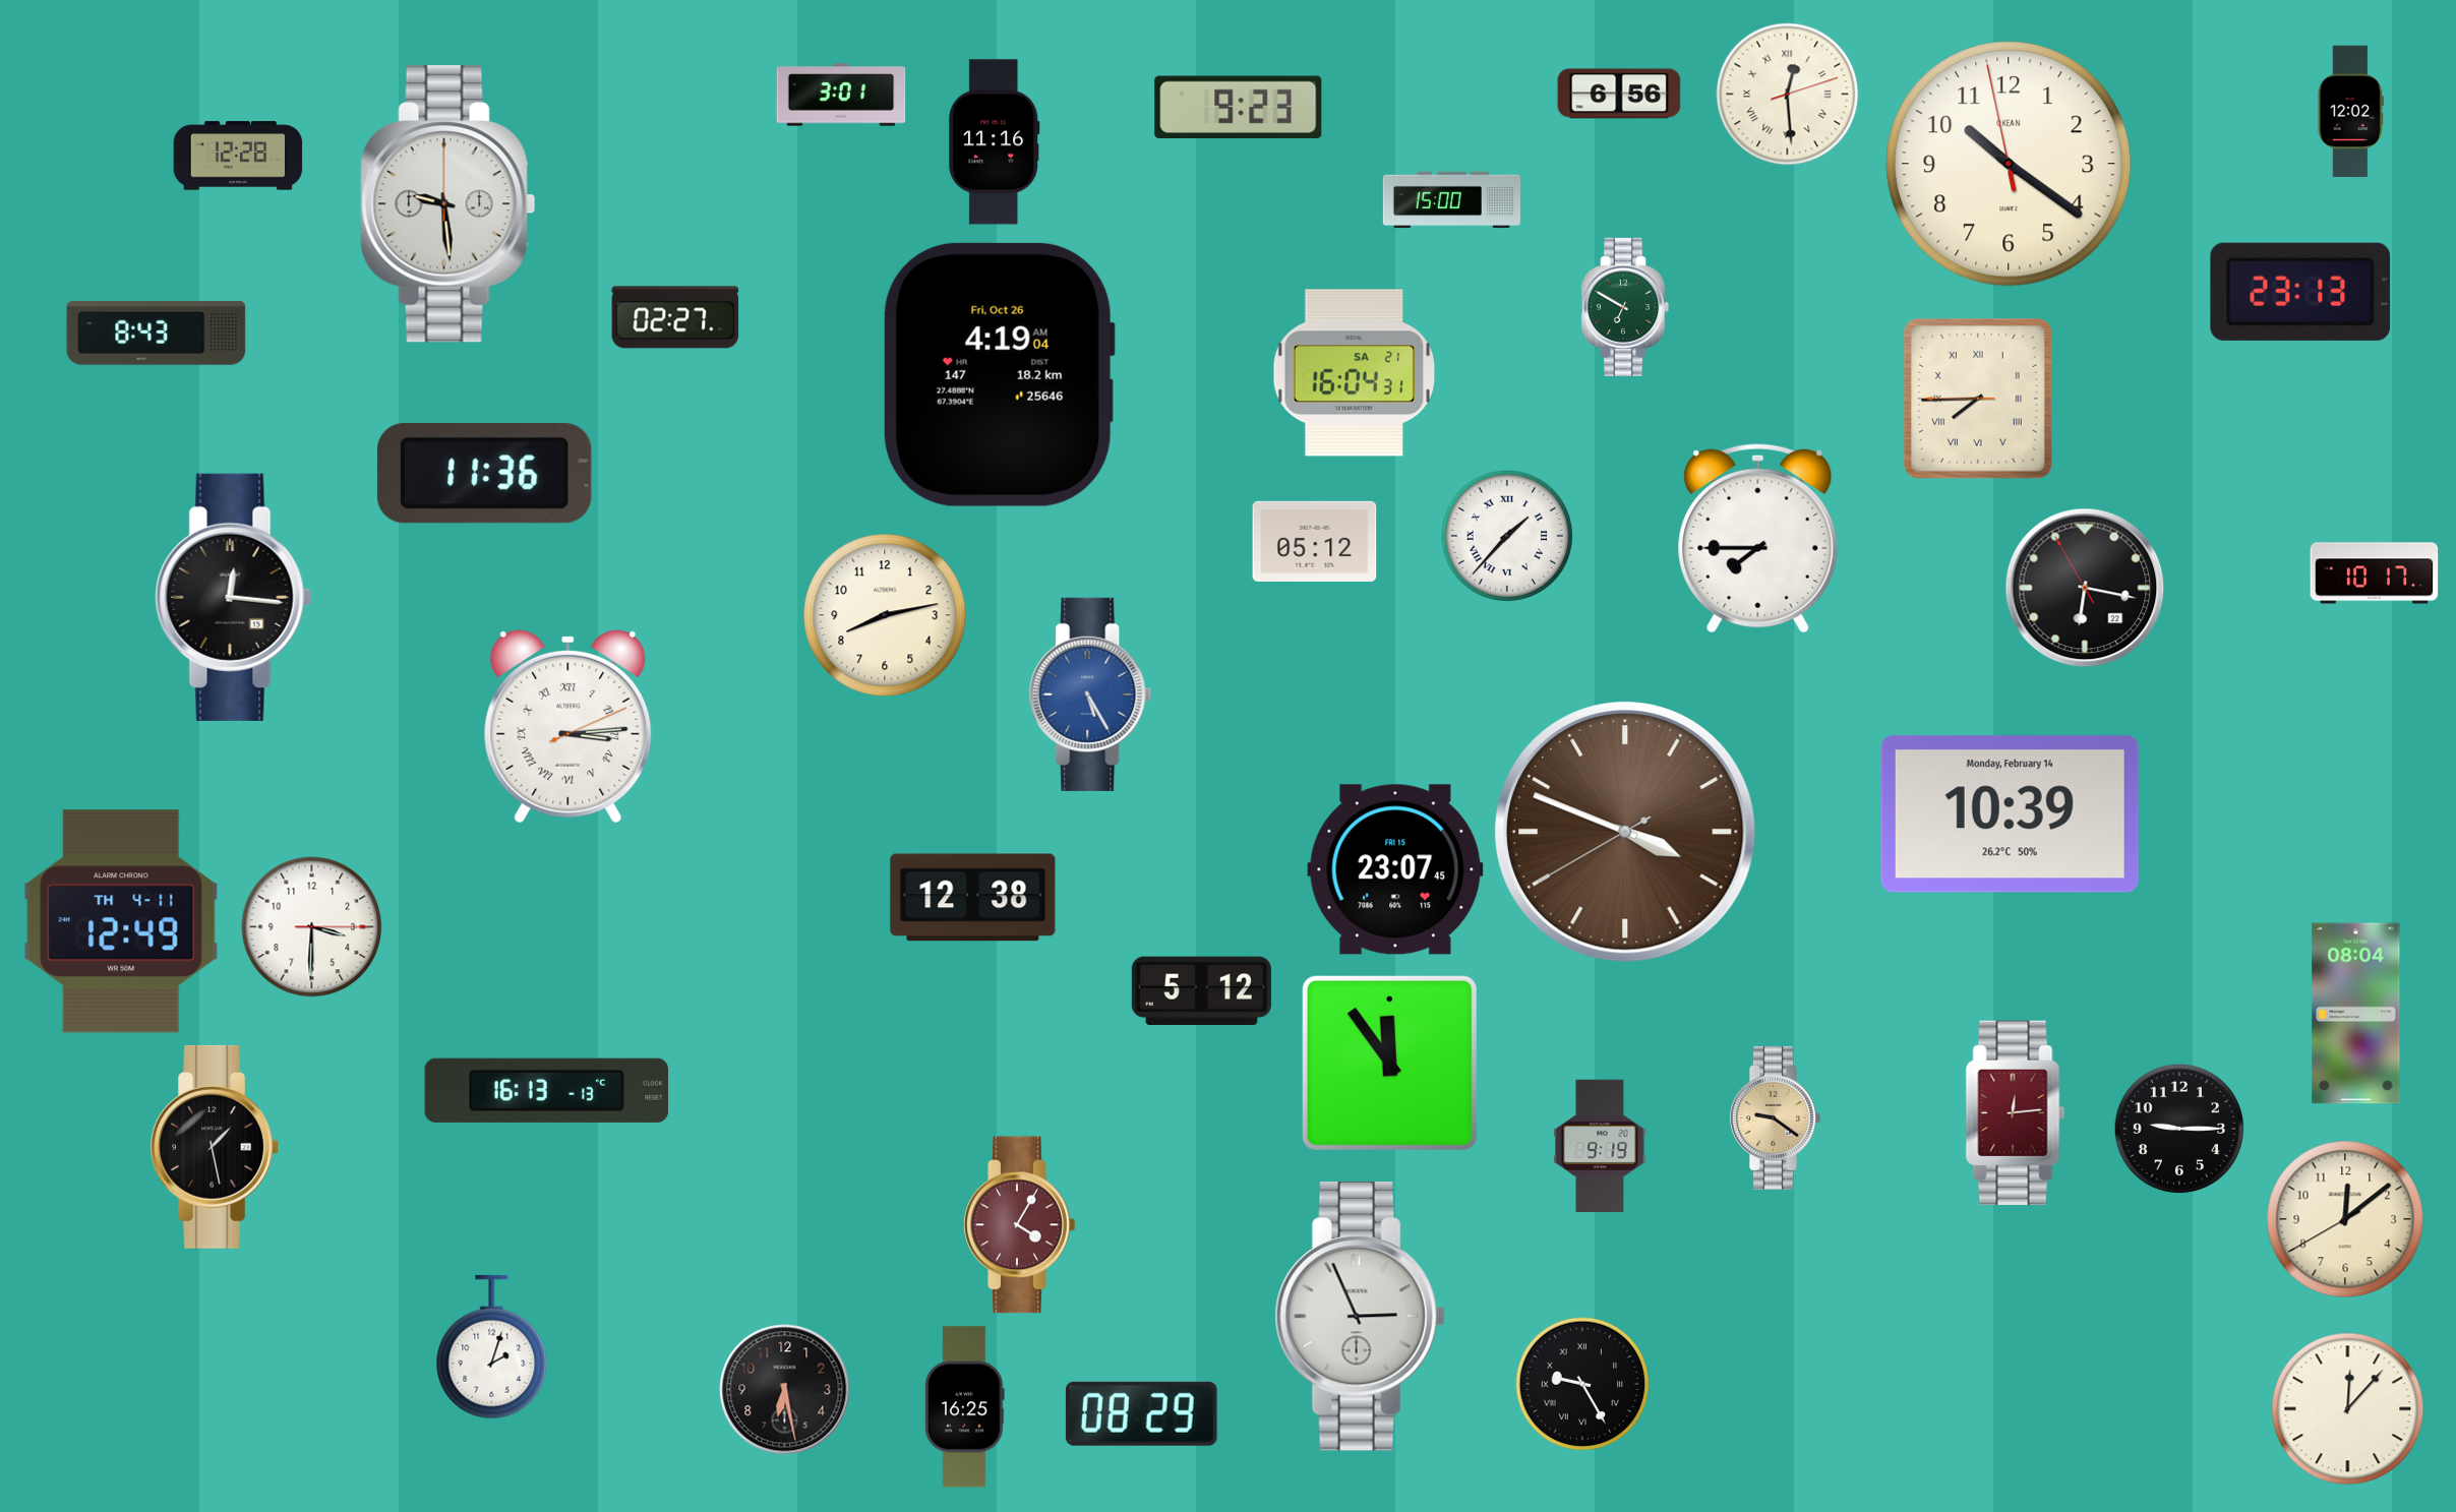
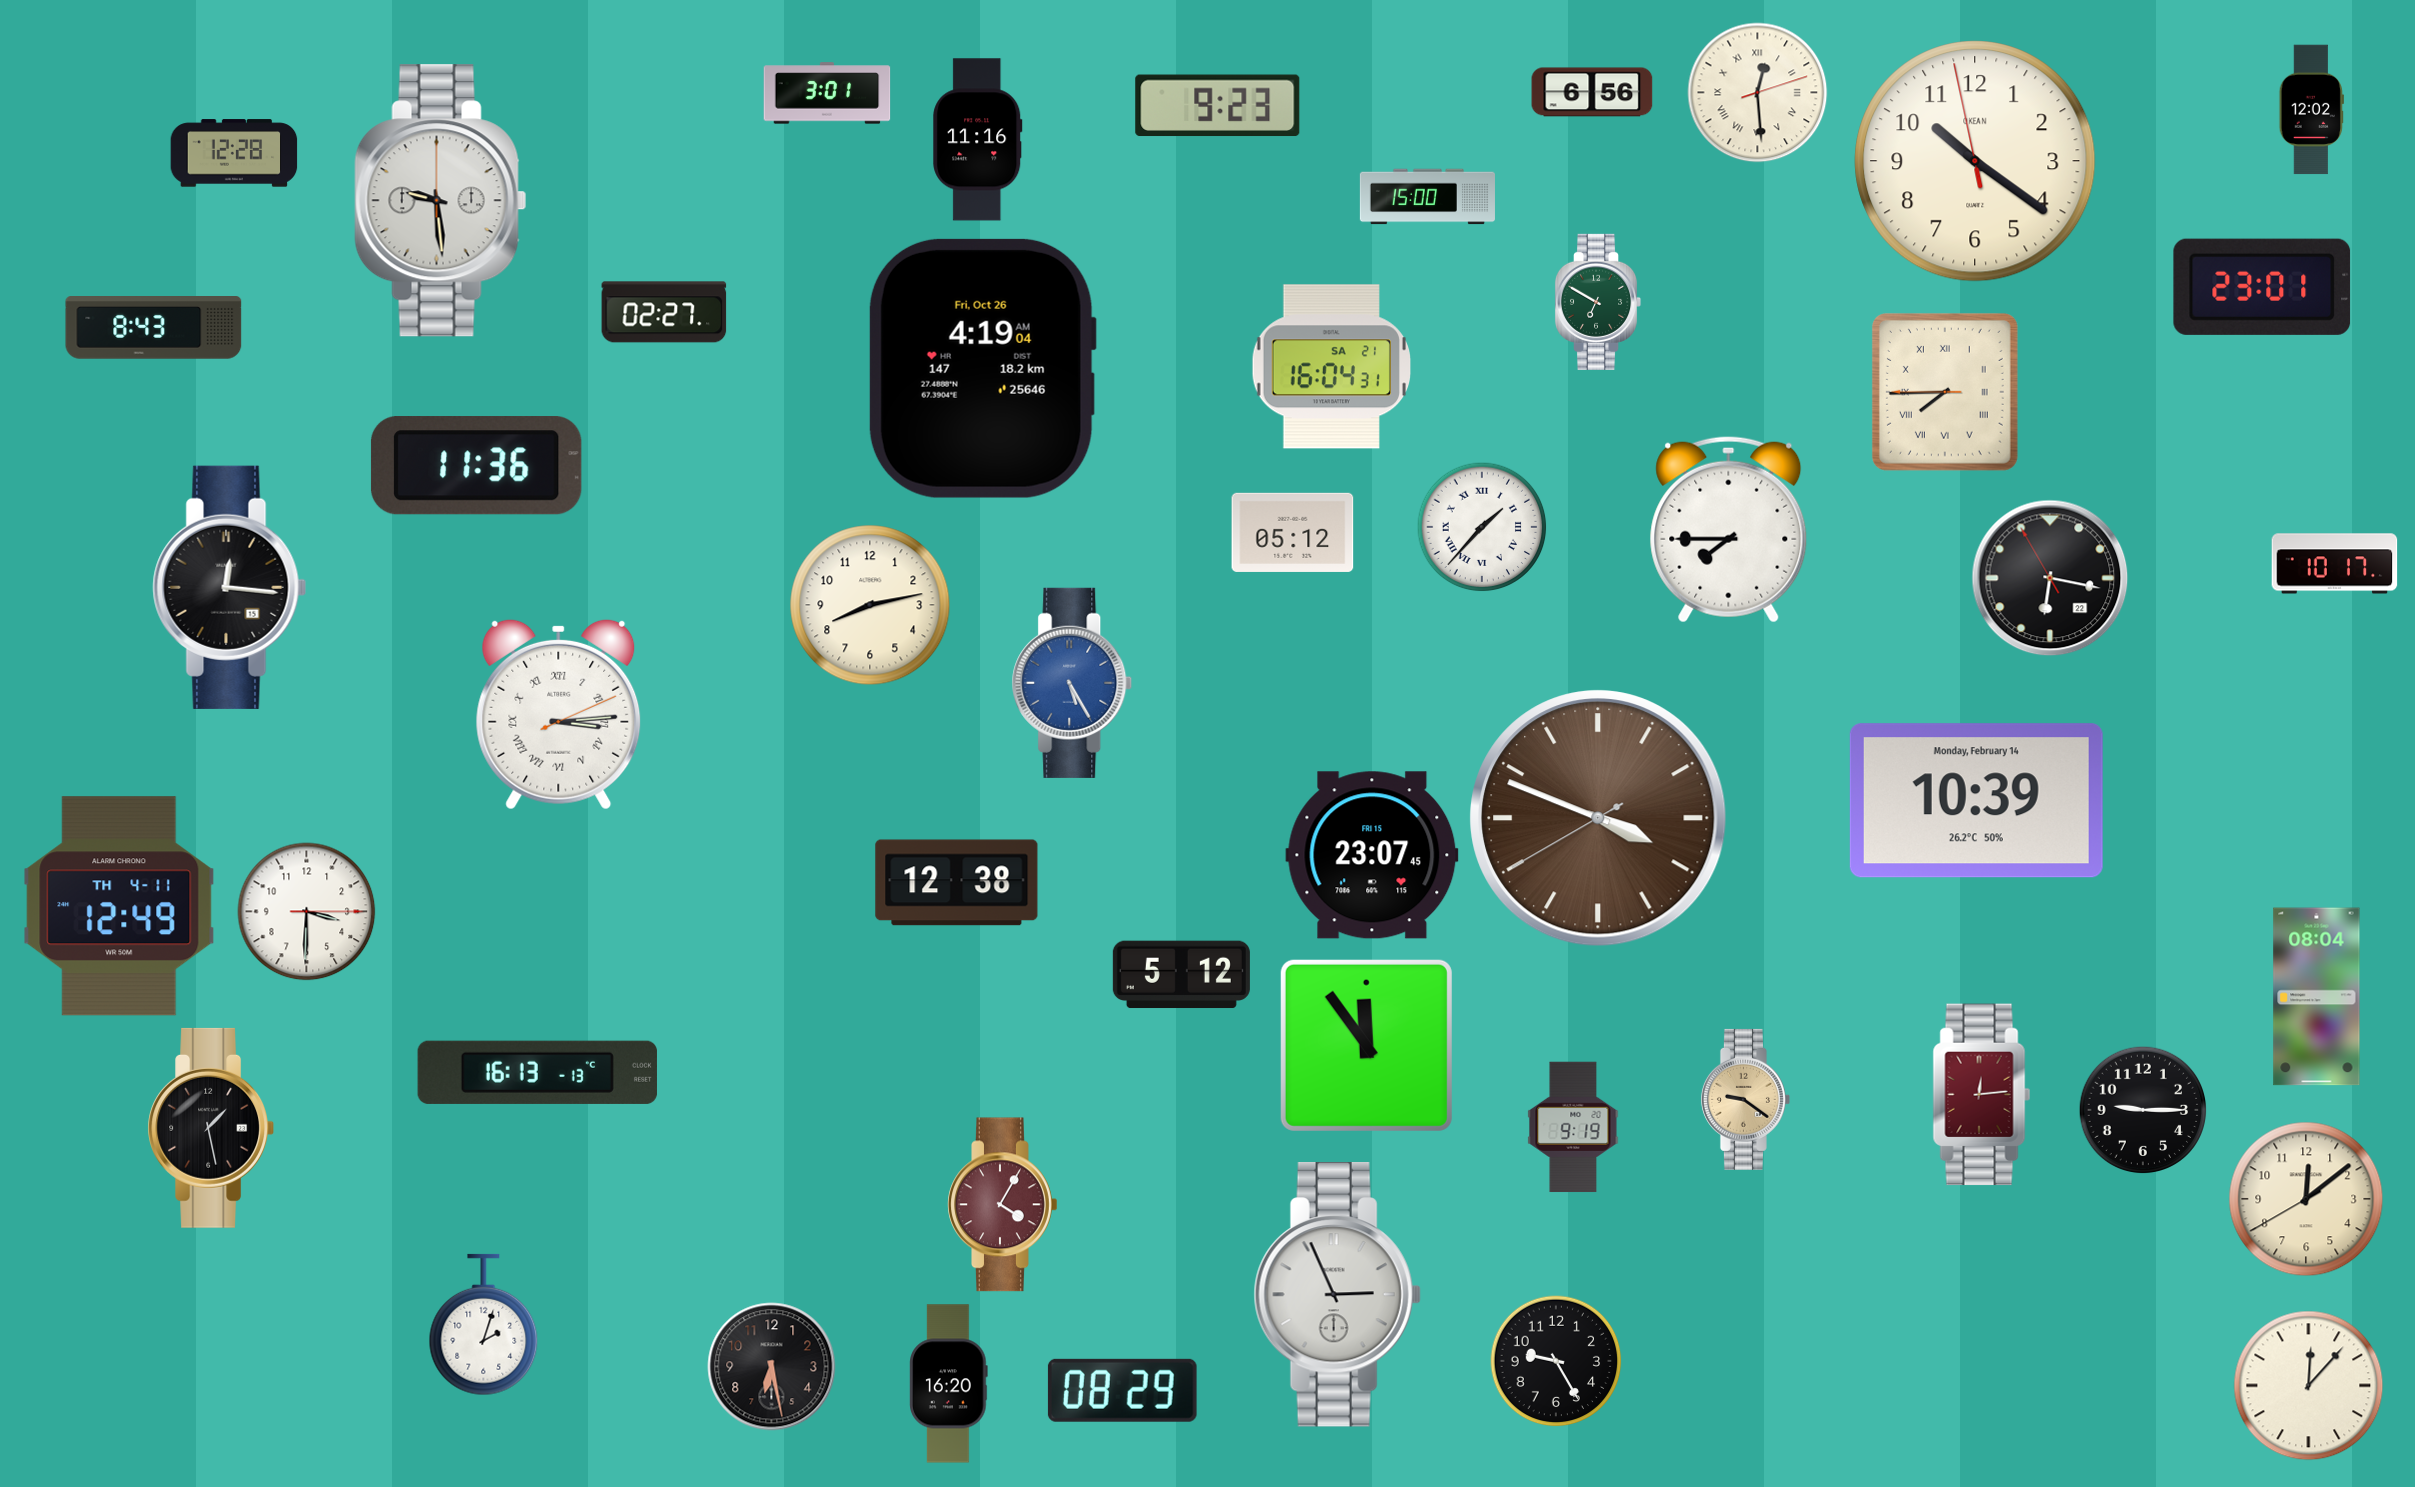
clock at (2300, 292): 23:13 -> 23:01
clock at (1582, 1384) numerals: Roman -> Arabic
clock at (965, 1407): 16:25 -> 16:20
